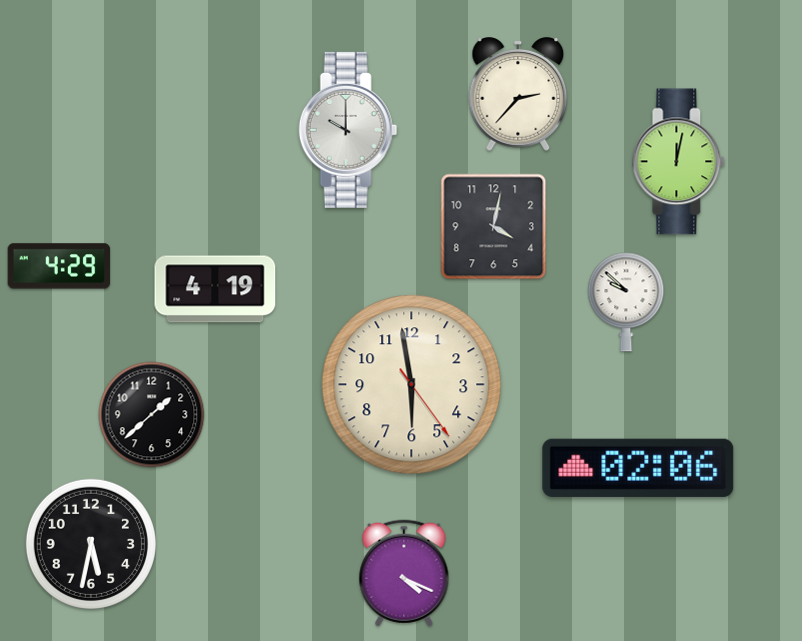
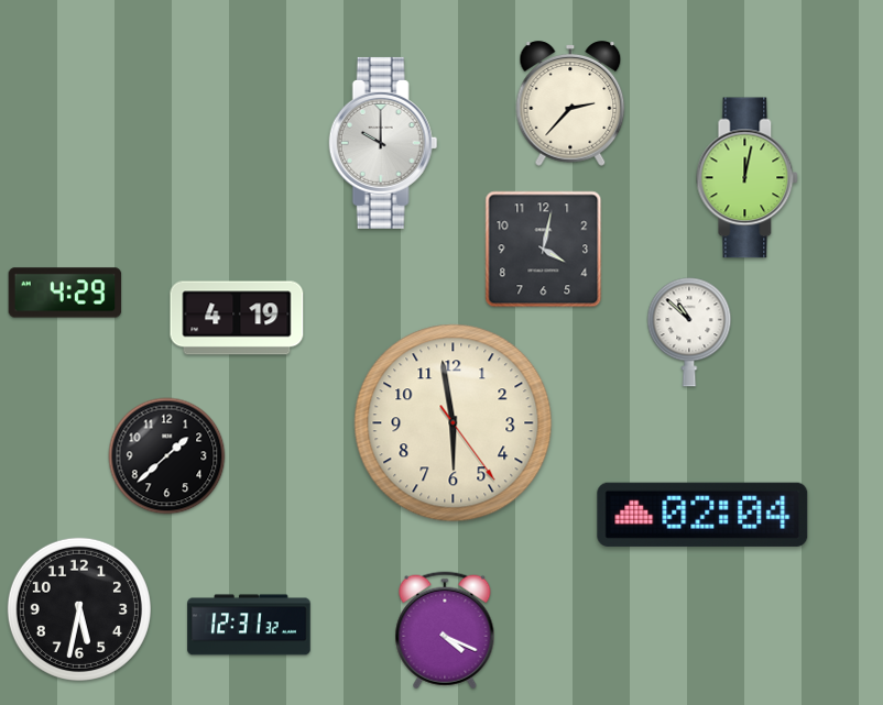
clock at (626, 302): 9:52 -> 10:52
clock at (638, 468): 02:06 -> 02:04
clock at (91, 544) position: (91, 544) -> (79, 609)
clock at (249, 625): none -> 12:31
